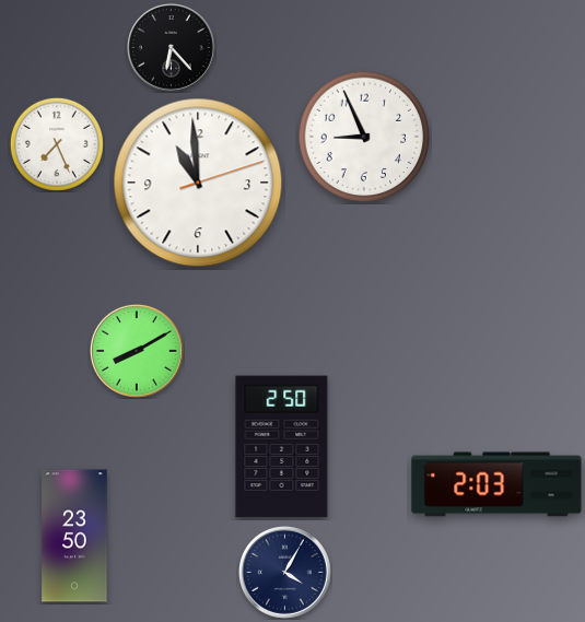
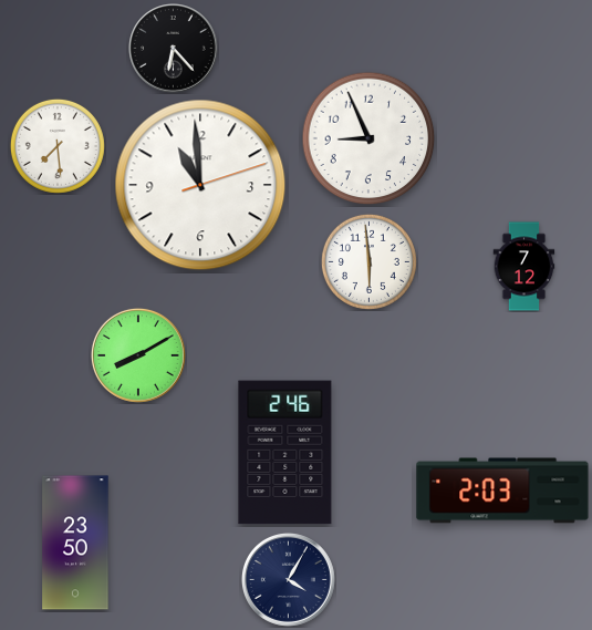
clock at (57, 144): 7:26 -> 7:29
clock at (368, 261): none -> 5:59
clock at (525, 267): none -> 7:12
clock at (282, 447): 2:50 -> 2:46
